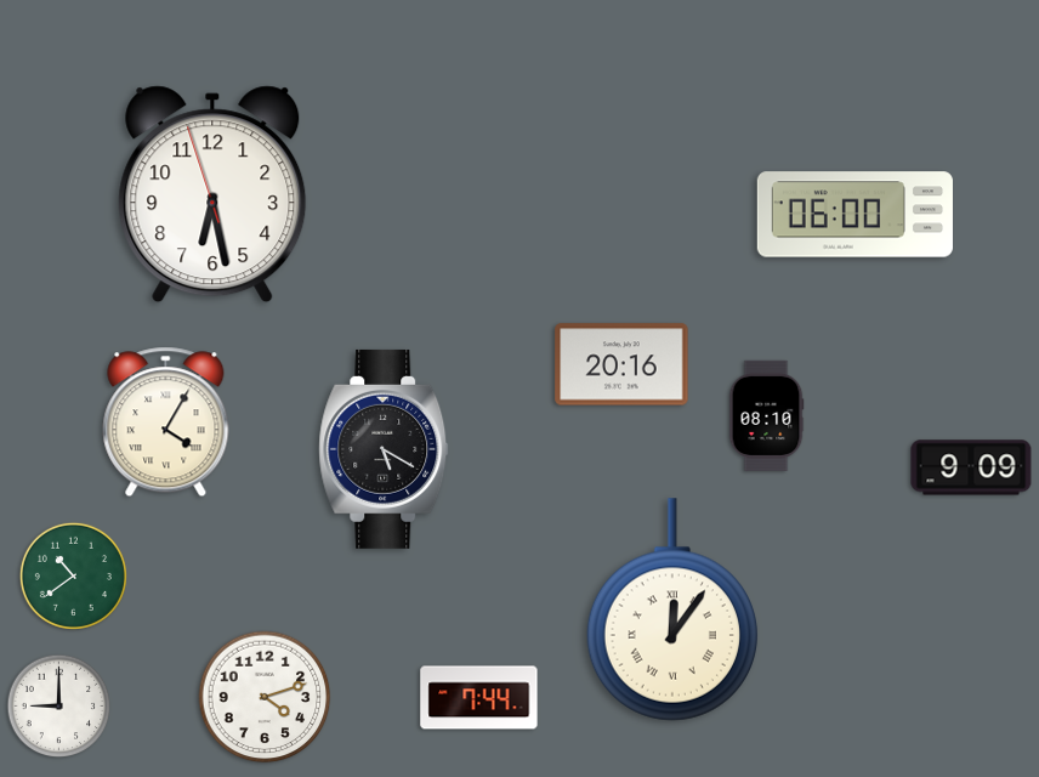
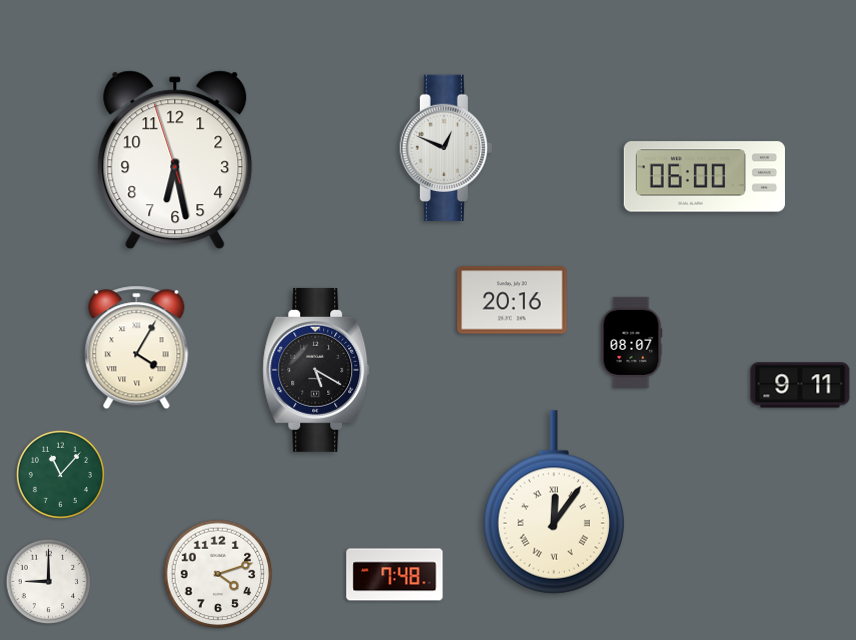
clock at (446, 147): none -> 12:49
clock at (766, 415): 08:10 -> 08:07
clock at (971, 467): 9:09 -> 9:11
clock at (73, 575): 10:39 -> 11:07
clock at (479, 698): 7:44 -> 7:48
